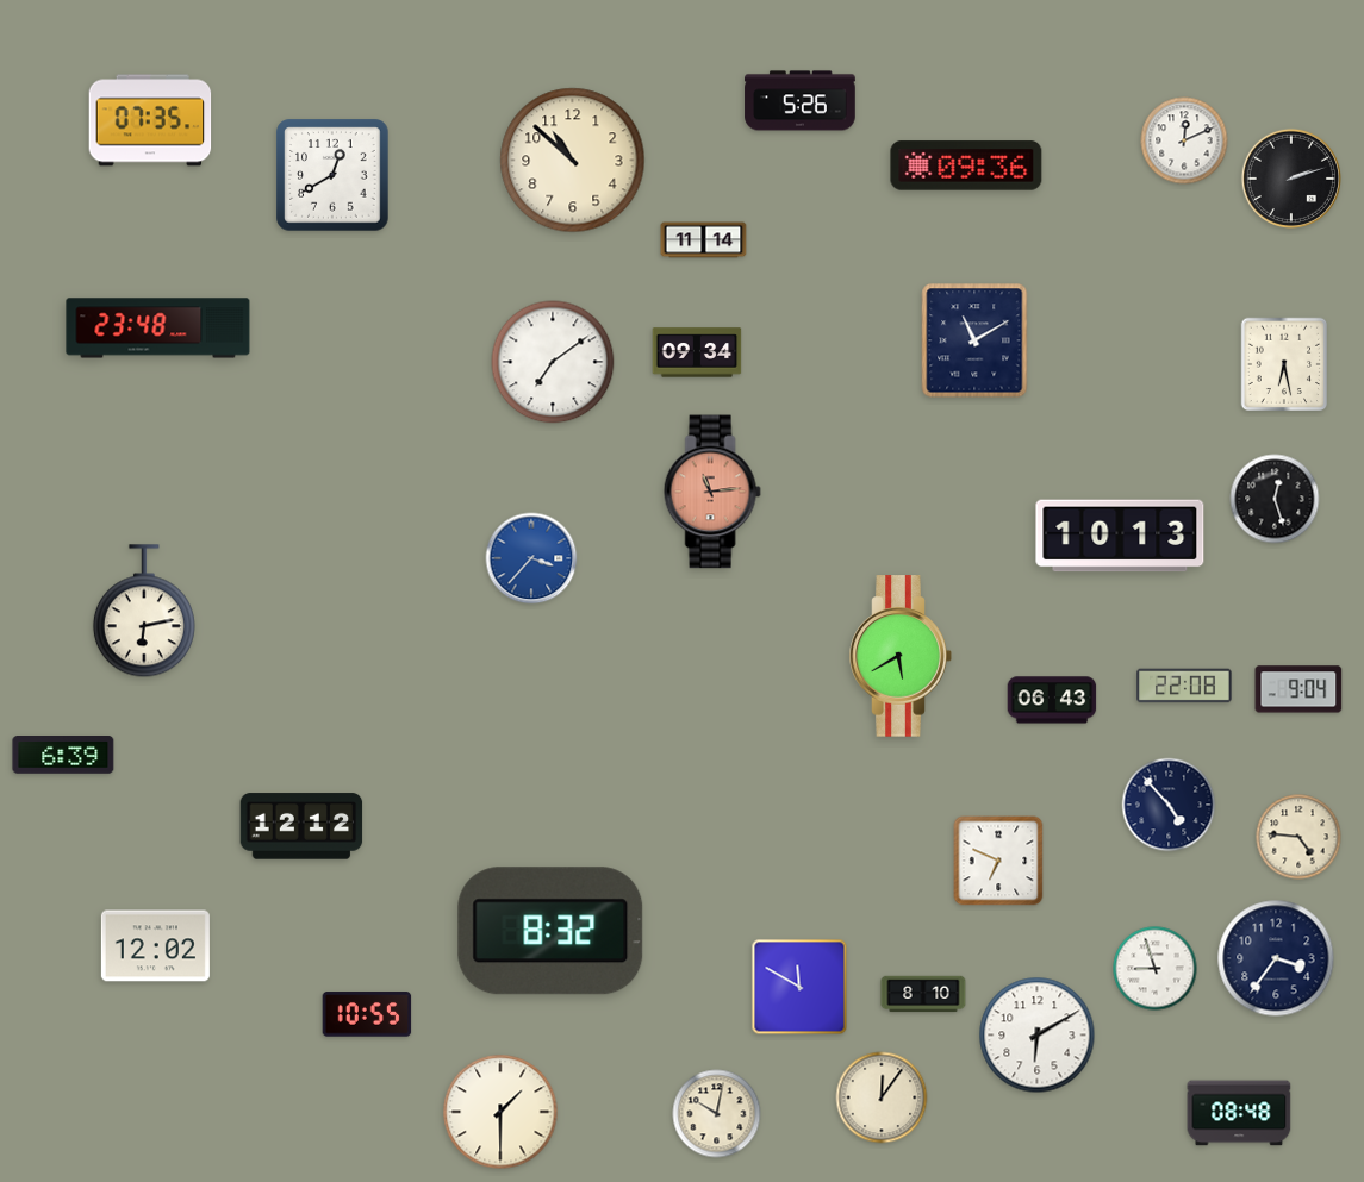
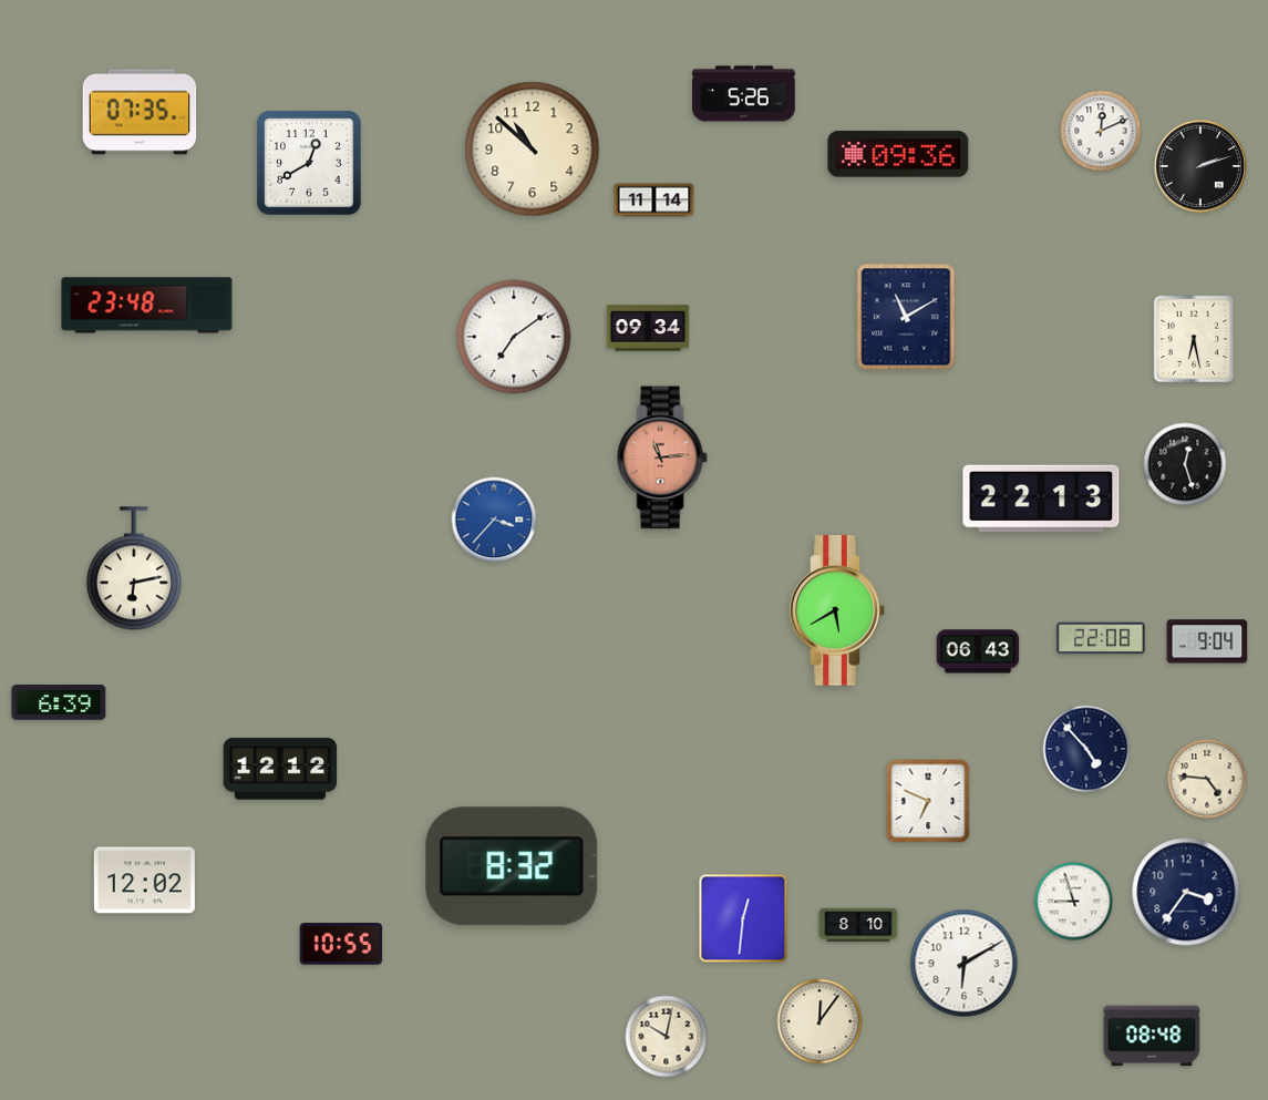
clock at (704, 240) position: (704, 240) -> (654, 201)
clock at (1120, 536): 10:13 -> 22:13
clock at (799, 987): 11:50 -> 12:31
clock at (500, 1112): 1:30 -> none
